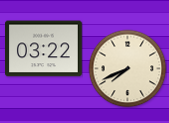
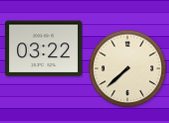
clock at (127, 68): 7:41 -> 7:38
